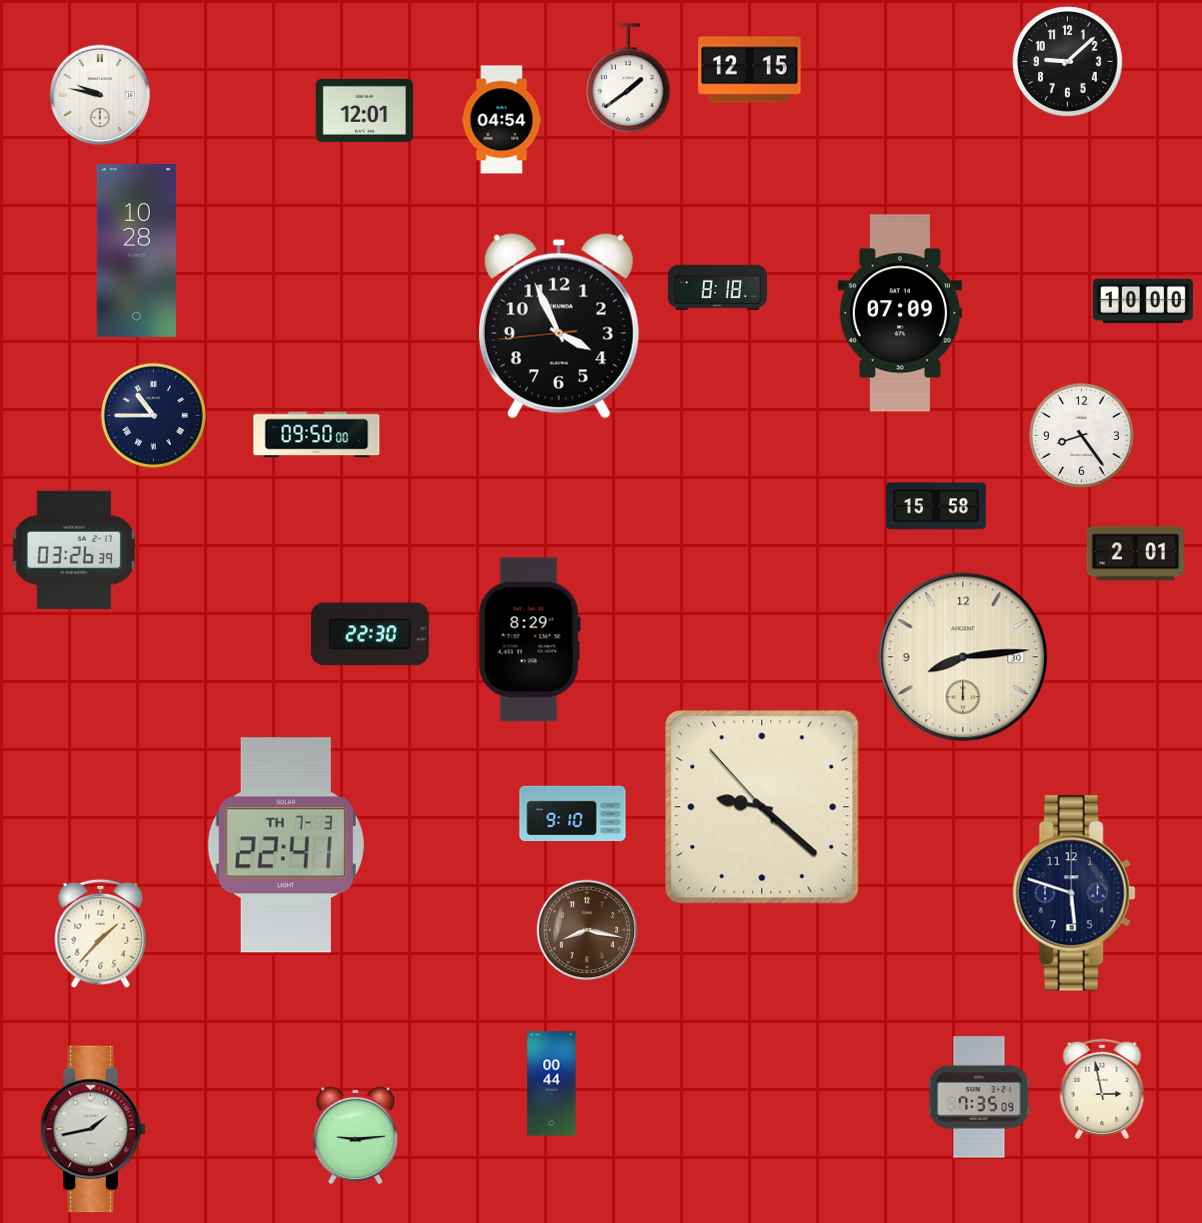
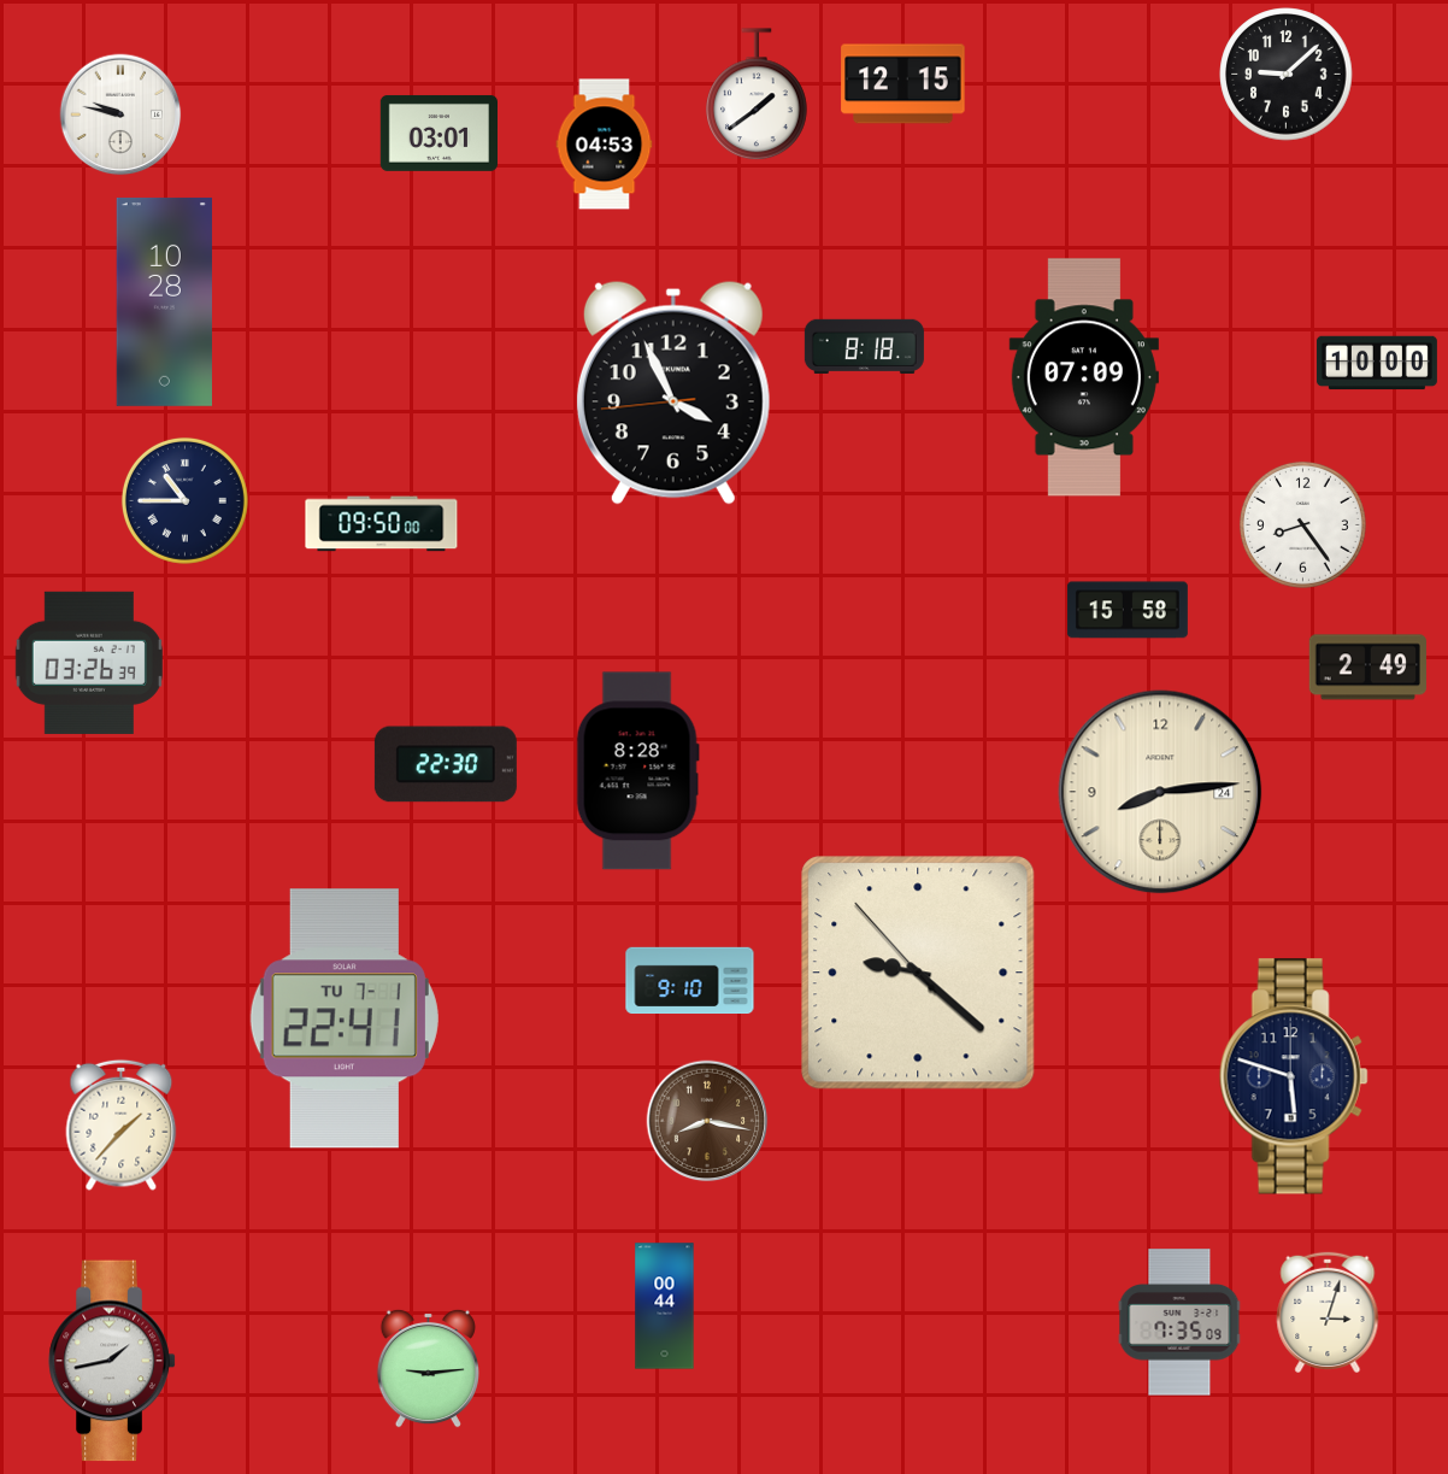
clock at (364, 110): 12:01 -> 03:01
clock at (502, 120): 04:54 -> 04:53
clock at (1135, 554): 2:01 -> 2:49
clock at (529, 640): 8:29 -> 8:28
clock at (963, 657) date: 30 -> 24
clock at (286, 845) date: TH 7-3 -> TU 7-1
clock at (1102, 1088): 2:58 -> 3:03
